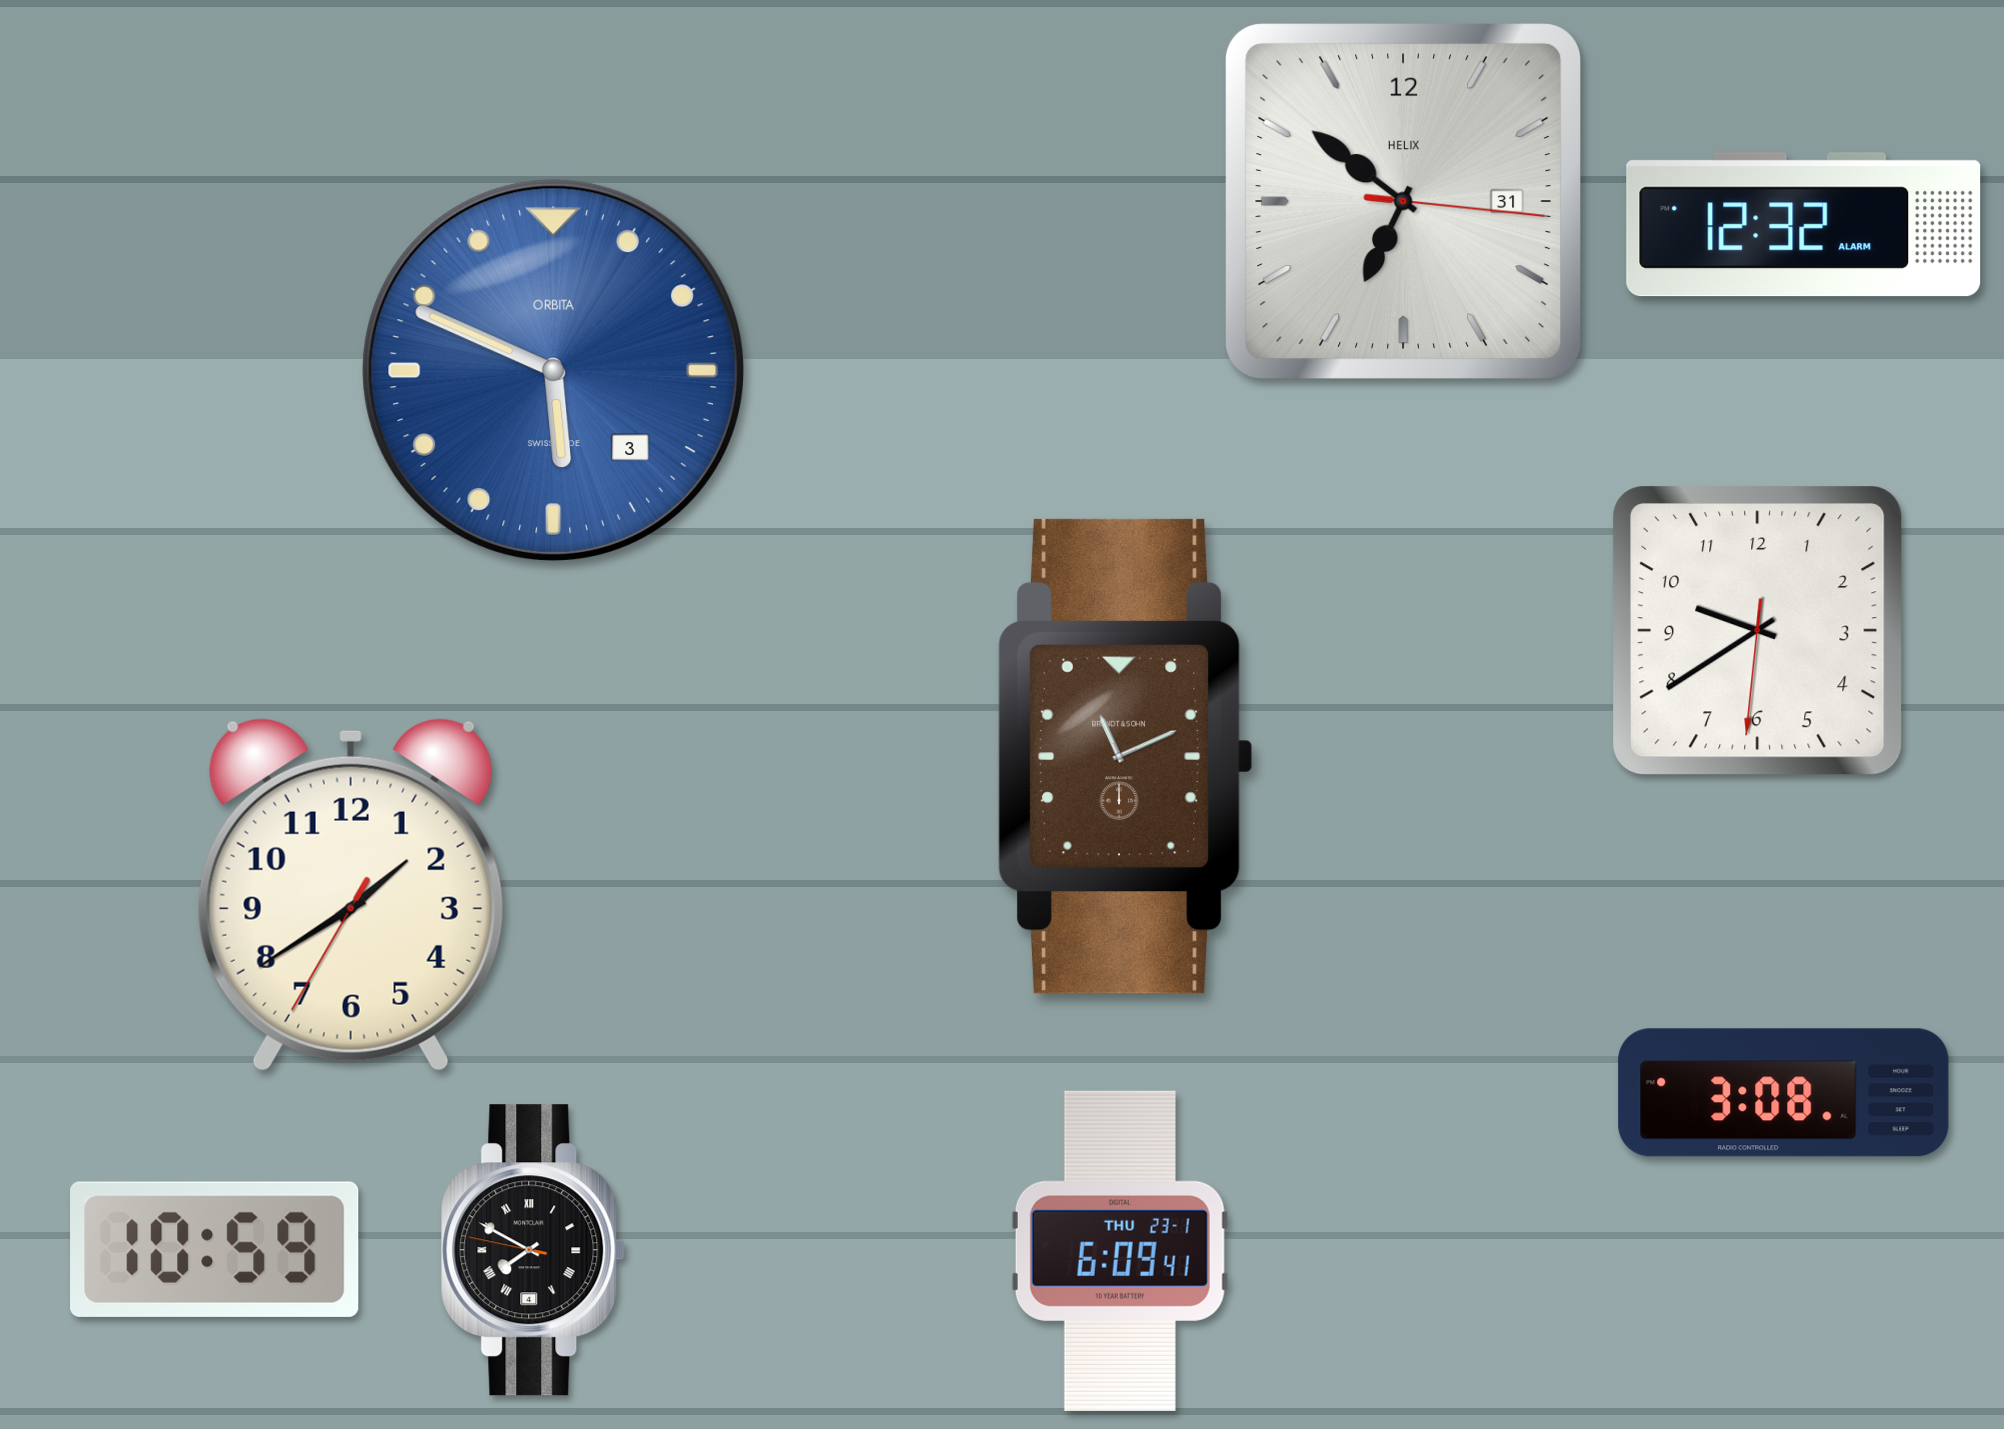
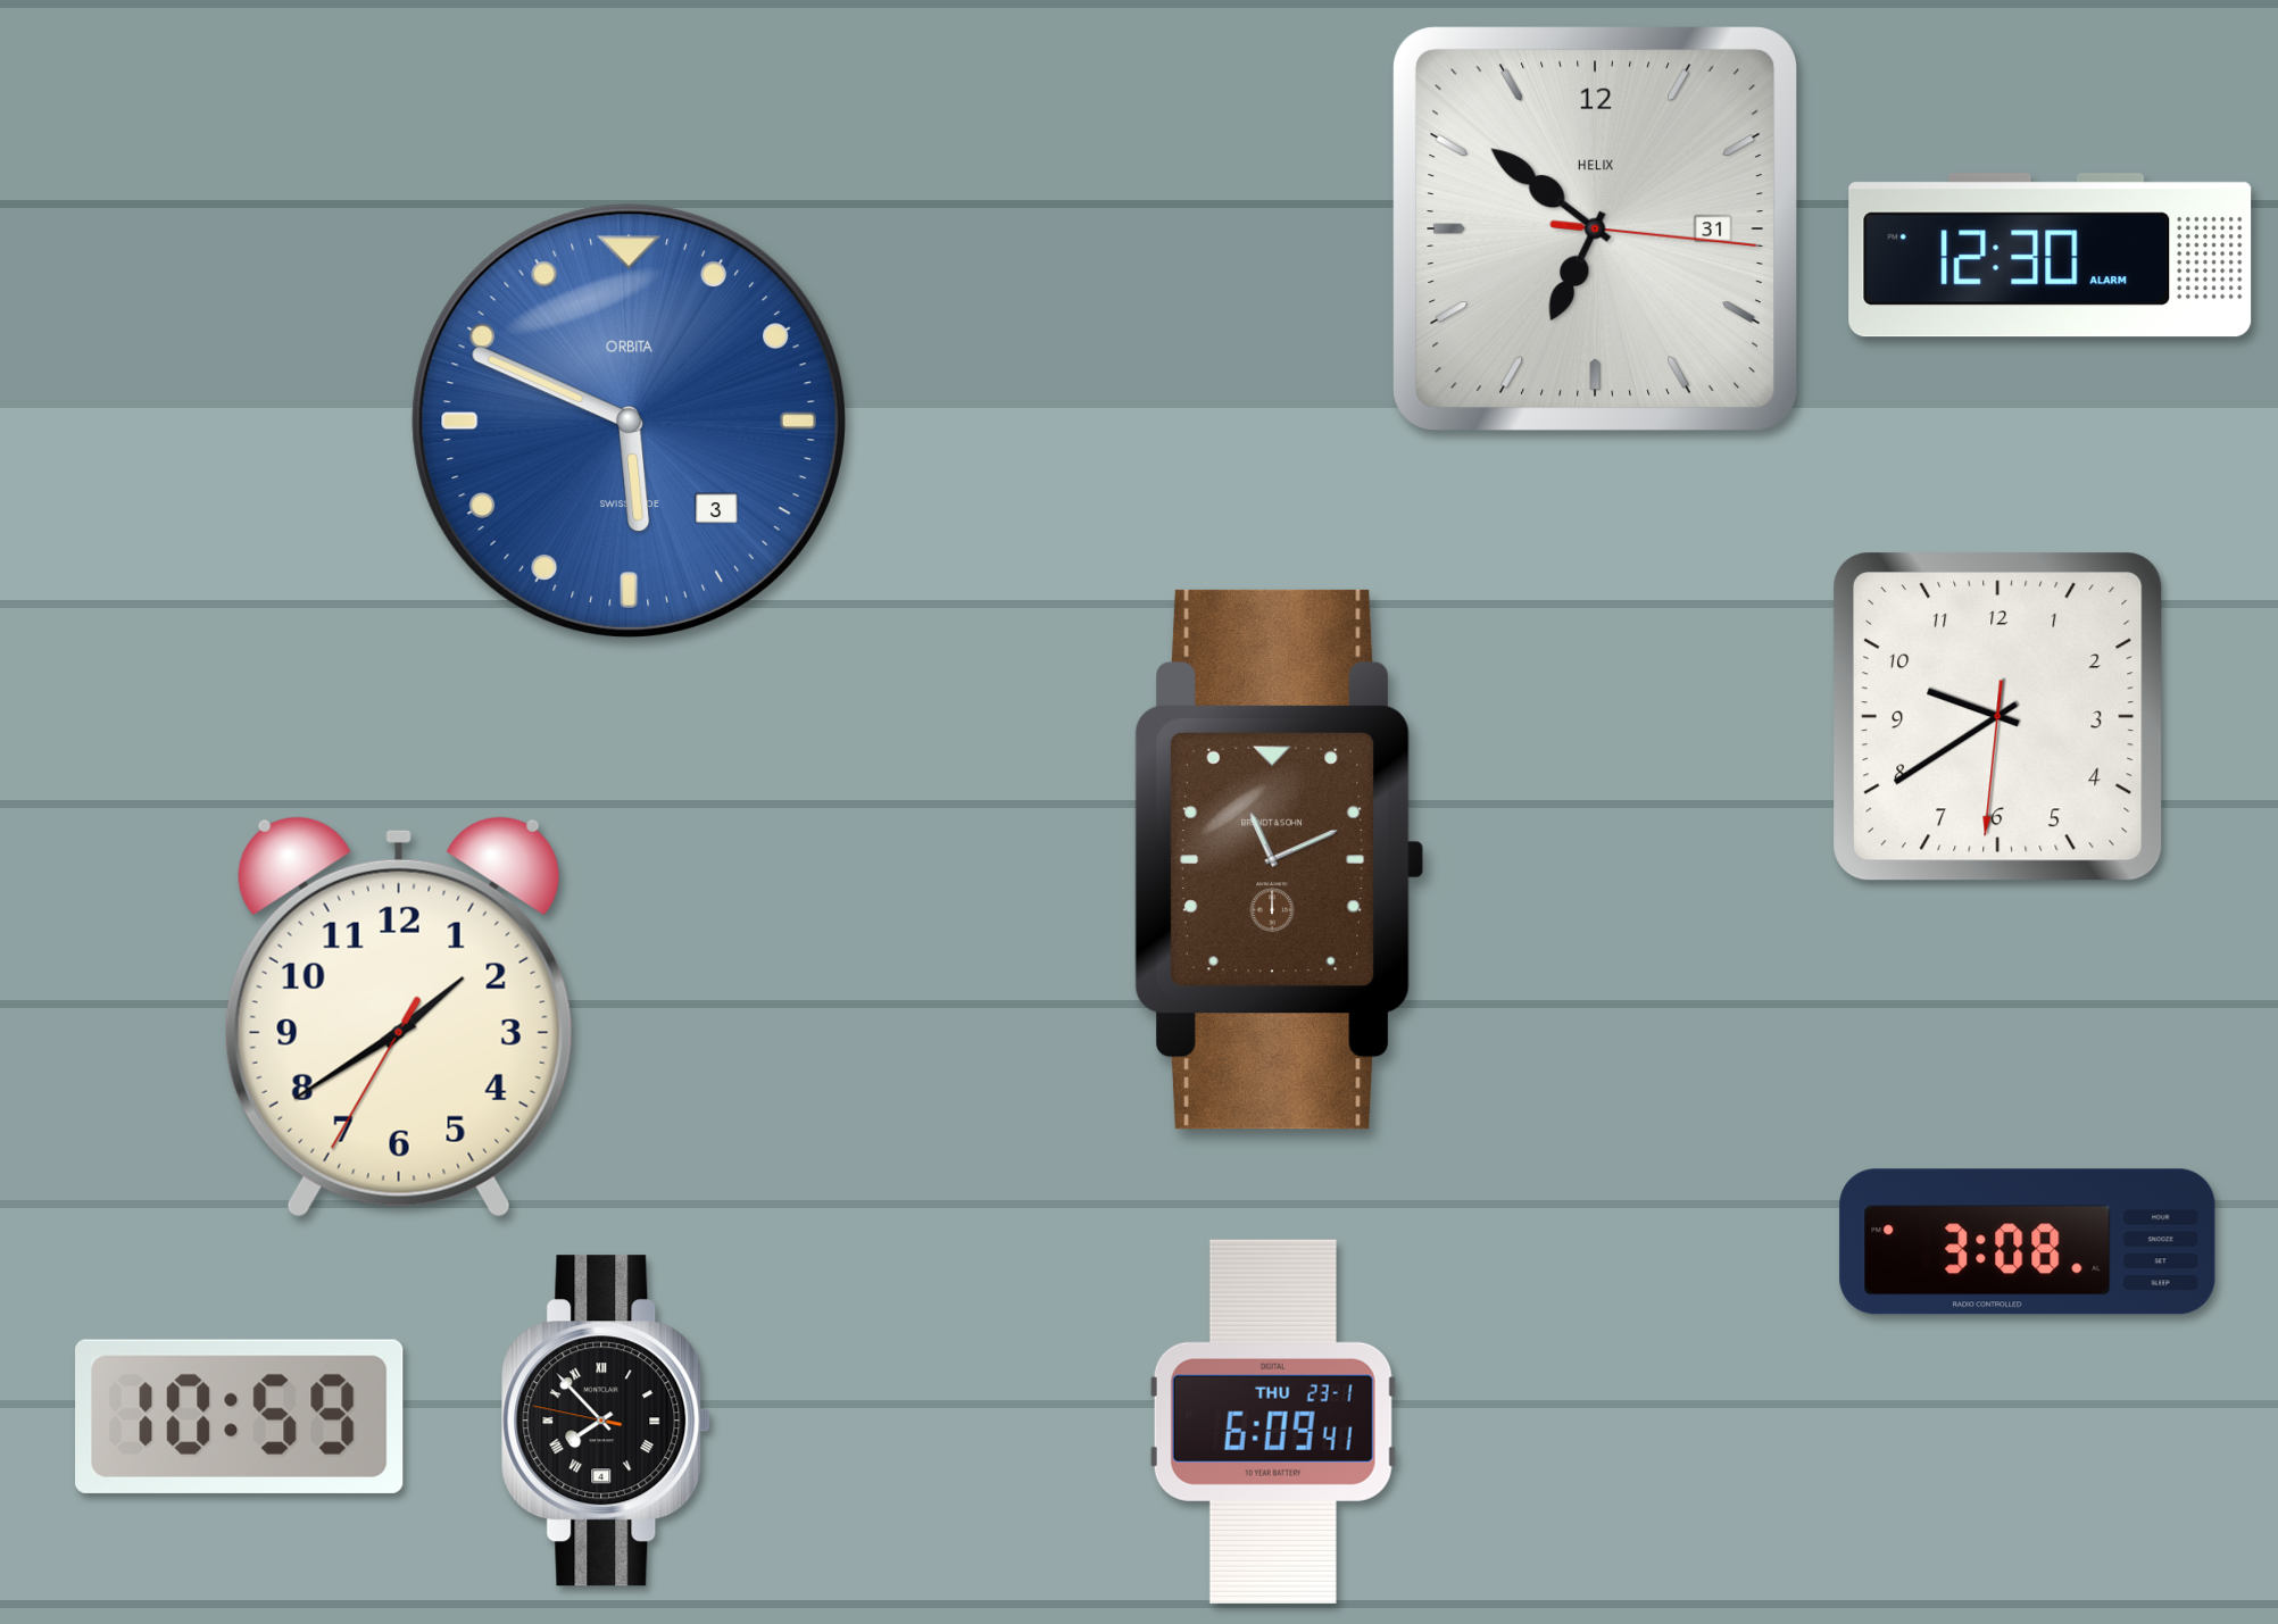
clock at (1804, 225): 12:32 -> 12:30
clock at (215, 1249) position: (215, 1249) -> (240, 1416)
clock at (533, 1250): 7:49 -> 7:52
